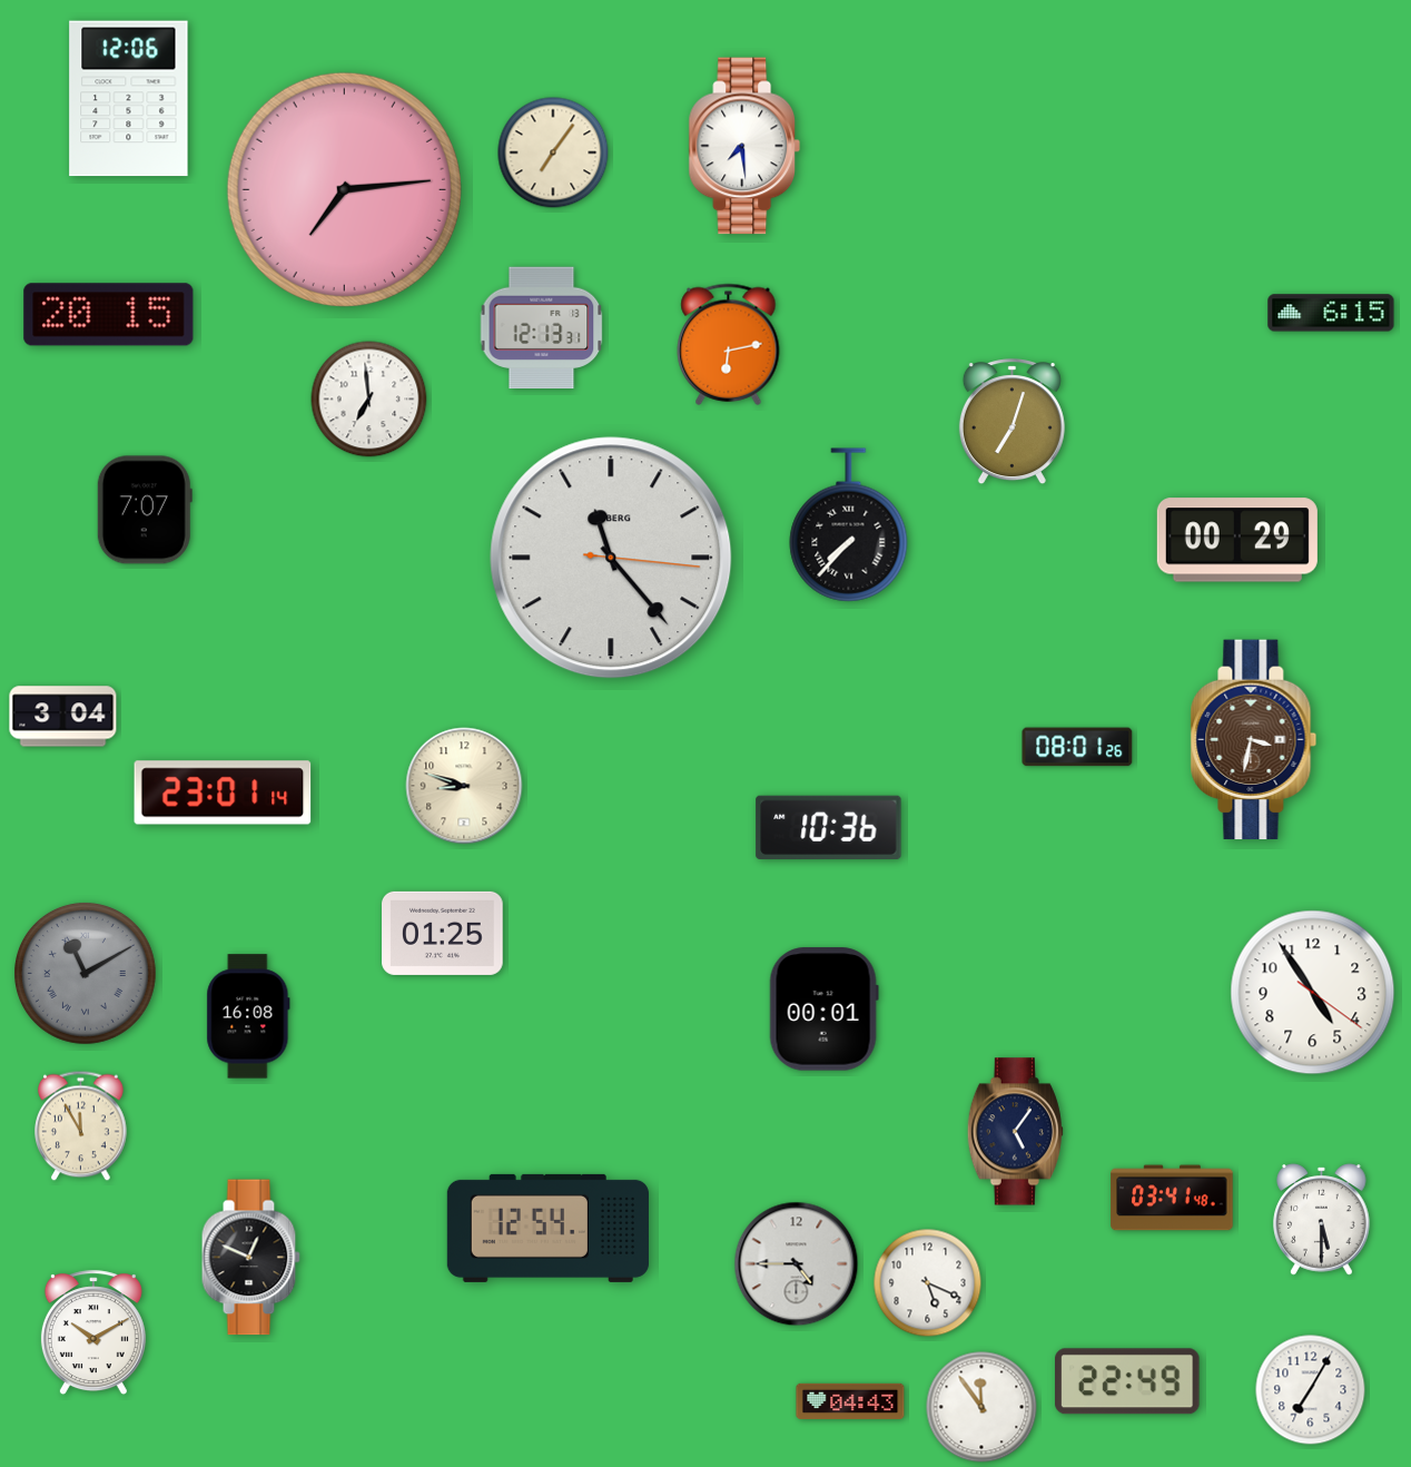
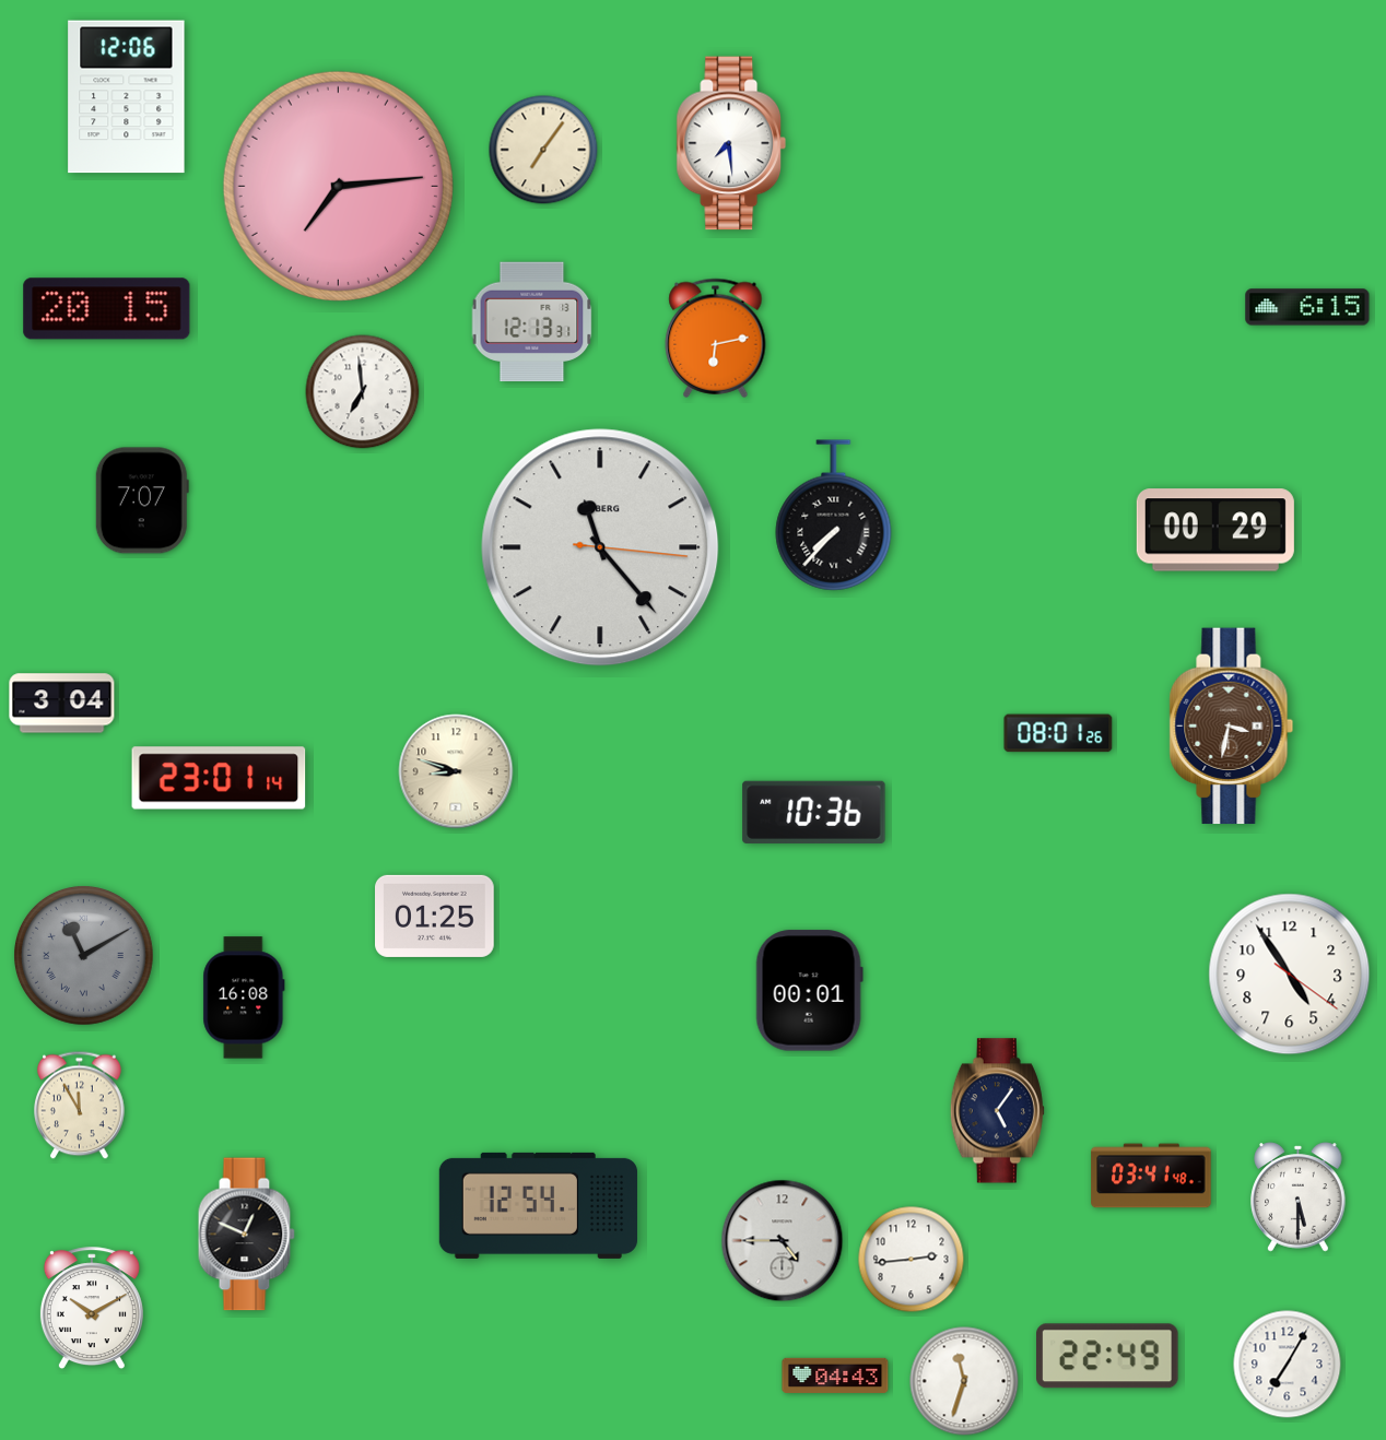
clock at (1012, 422): 7:03 -> none
clock at (928, 1283): 5:19 -> 2:44
clock at (981, 1407): 11:54 -> 11:33
